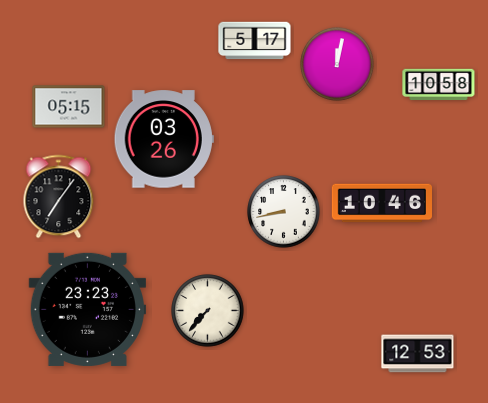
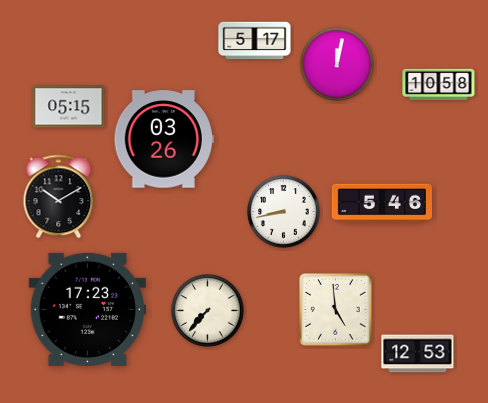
clock at (59, 197): 7:06 -> 10:10
clock at (381, 203): 10:46 -> 5:46
clock at (87, 309): 23:23 -> 17:23
clock at (336, 310): none -> 4:59
